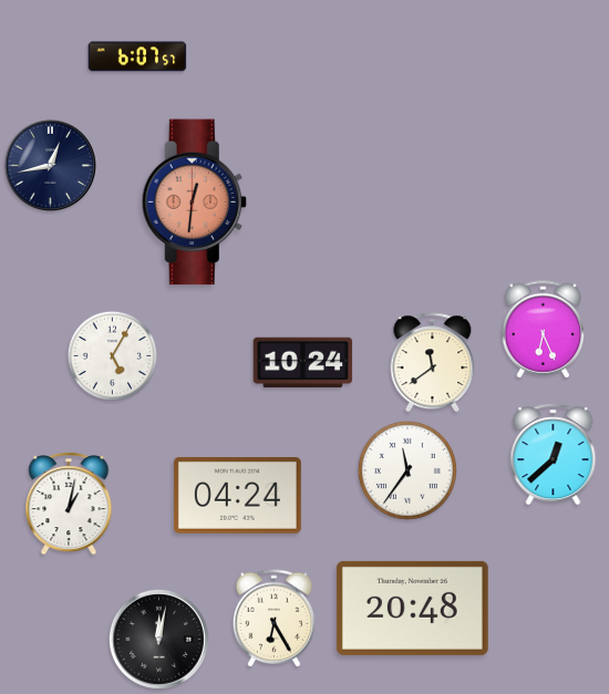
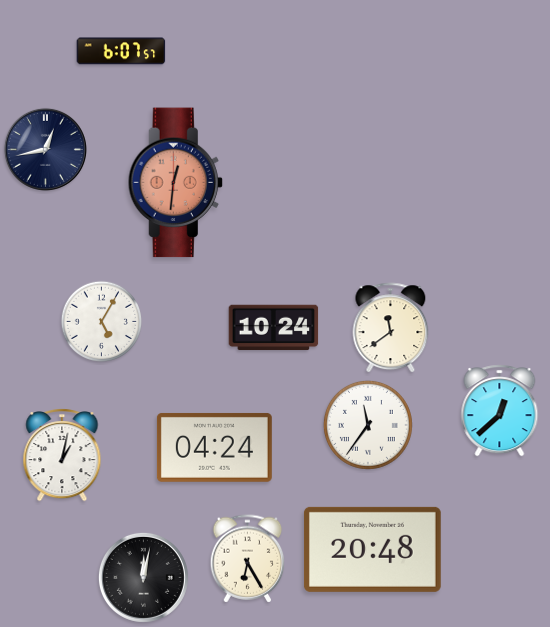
clock at (137, 56) position: (137, 56) -> (121, 51)
clock at (544, 330): 6:26 -> none
